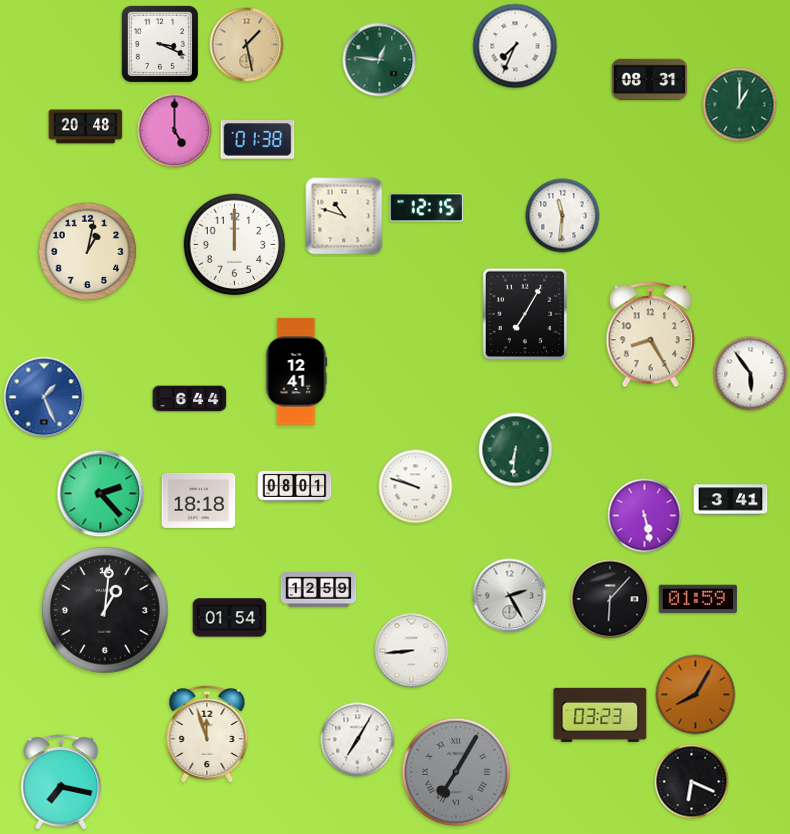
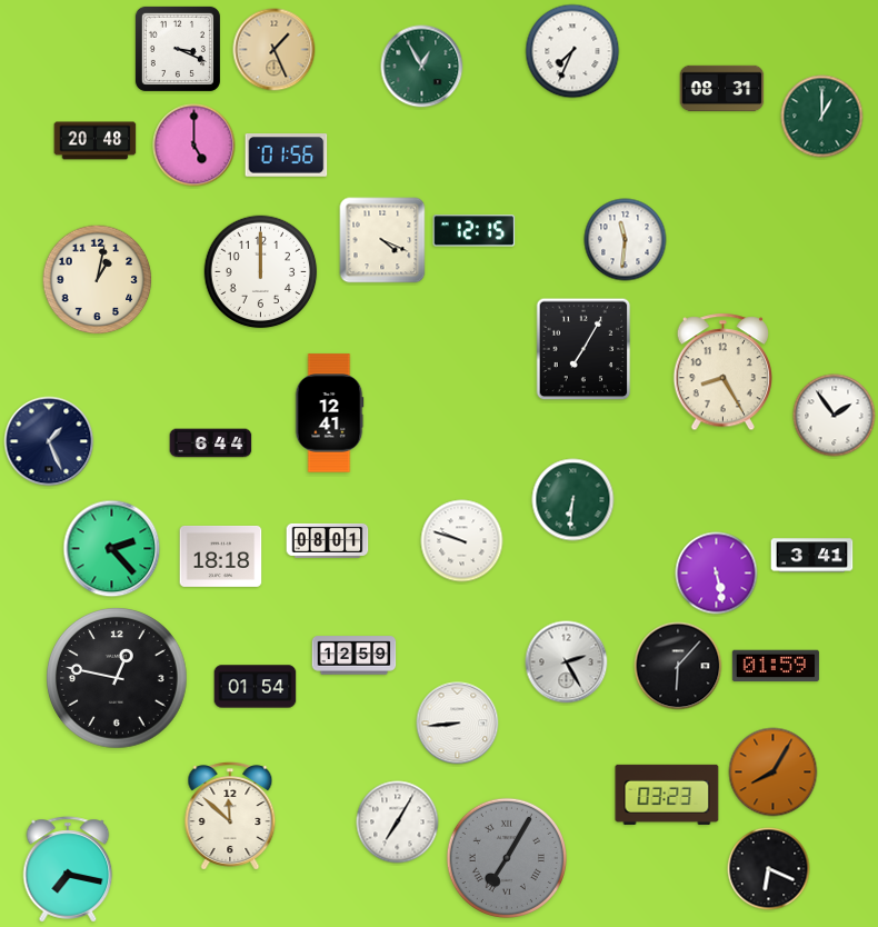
clock at (247, 45): 1:28 -> 1:26
clock at (380, 60): 12:46 -> 12:55
clock at (258, 140): 01:38 -> 01:56
clock at (344, 216): 10:48 -> 4:19
clock at (751, 374): 5:54 -> 1:54
clock at (44, 397) dial: blue -> navy
clock at (105, 611): 1:01 -> 12:47
clock at (207, 734): 11:57 -> 11:52
